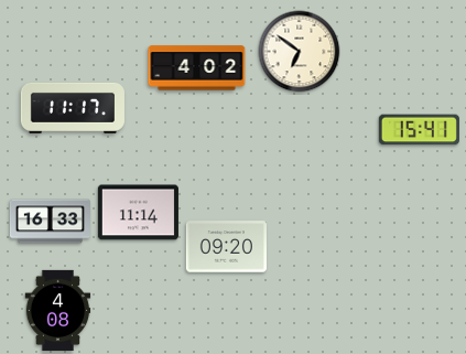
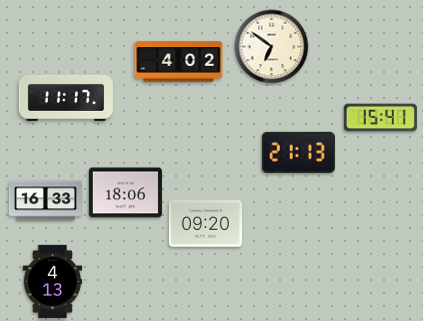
clock at (298, 152): none -> 21:13
clock at (138, 213): 11:14 -> 18:06
clock at (58, 310): 4:08 -> 4:13
